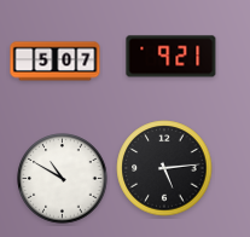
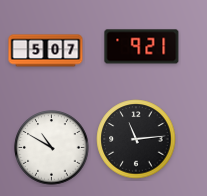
clock at (164, 168): 5:14 -> 11:14
